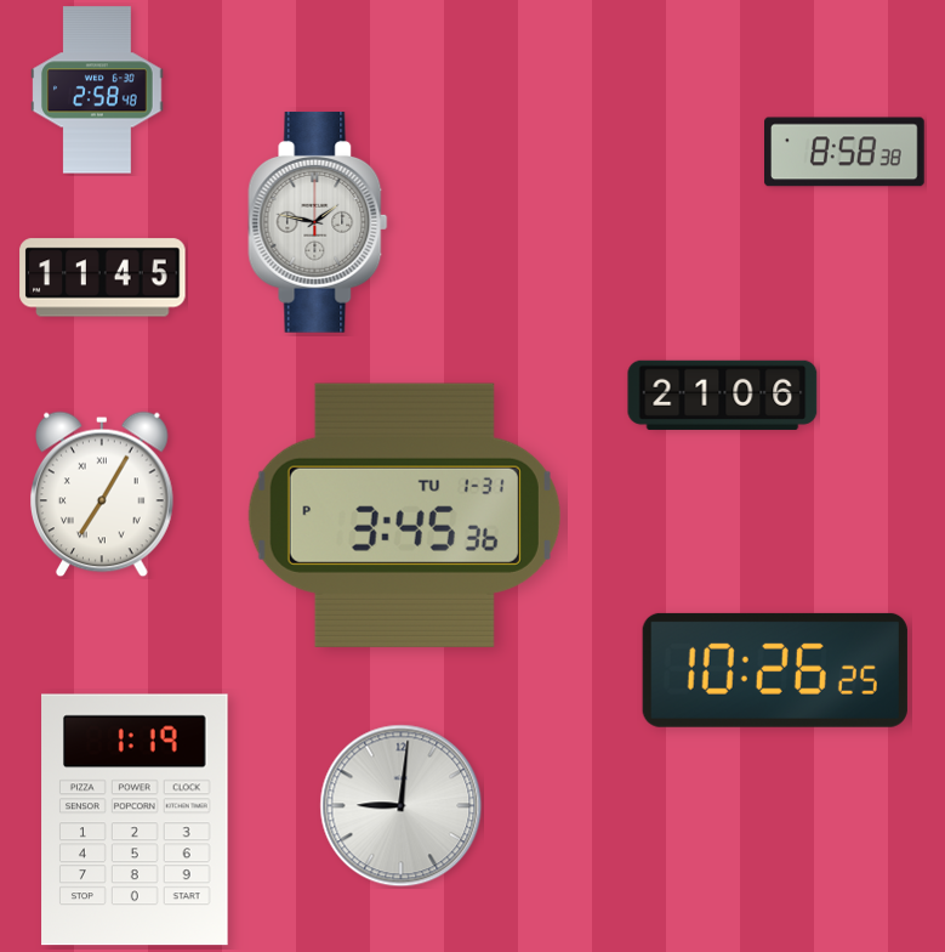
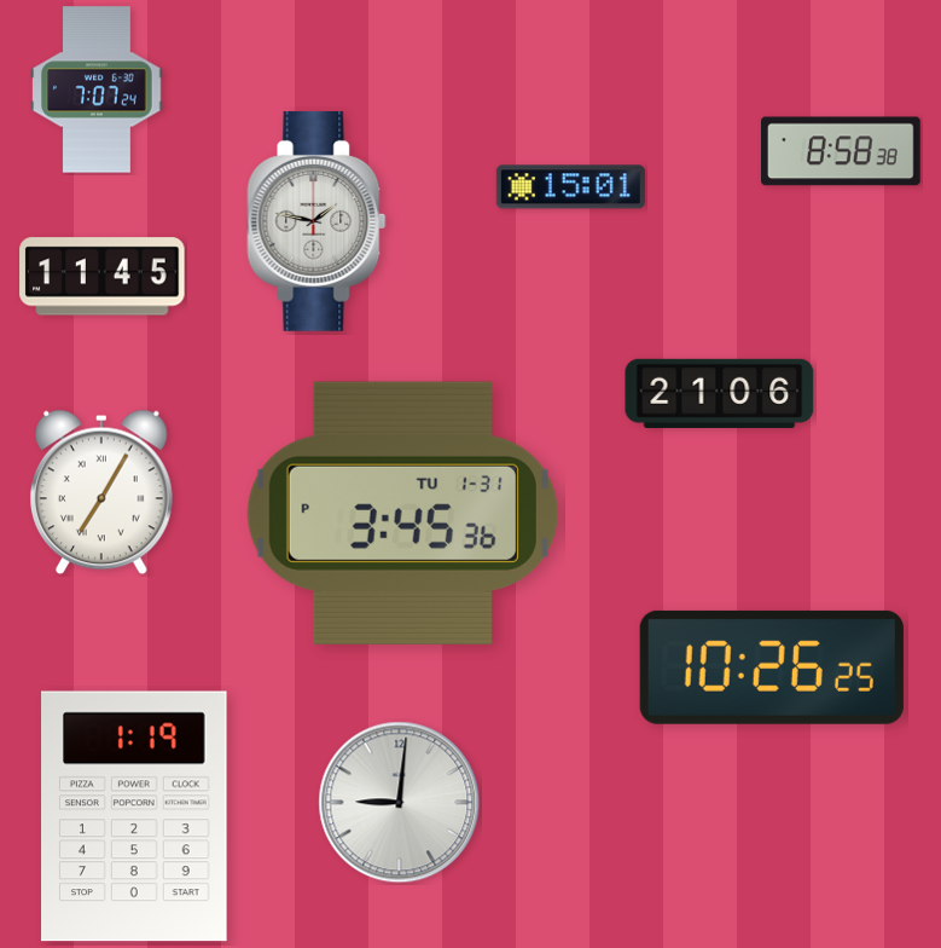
clock at (97, 90): 2:58 -> 7:07
clock at (570, 187): none -> 15:01
